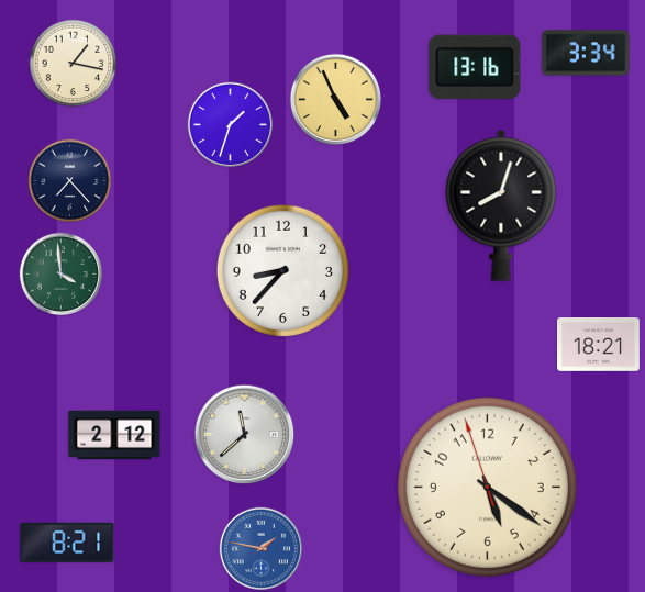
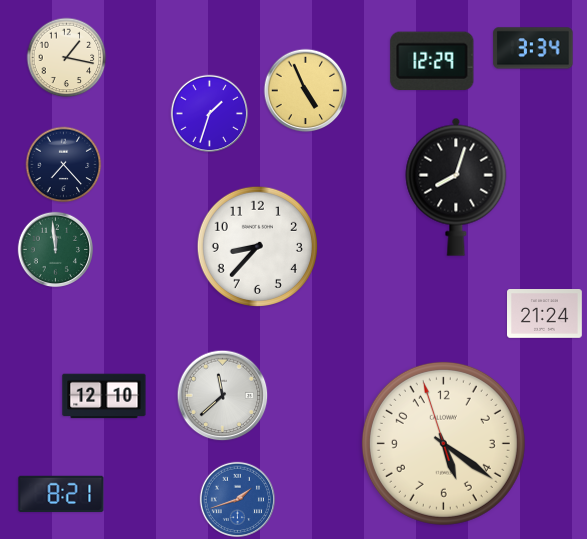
clock at (475, 66): 13:16 -> 12:29
clock at (60, 273): 3:59 -> 11:59
clock at (599, 345): 18:21 -> 21:24
clock at (114, 435): 2:12 -> 12:10
clock at (260, 548): 1:47 -> 1:42
